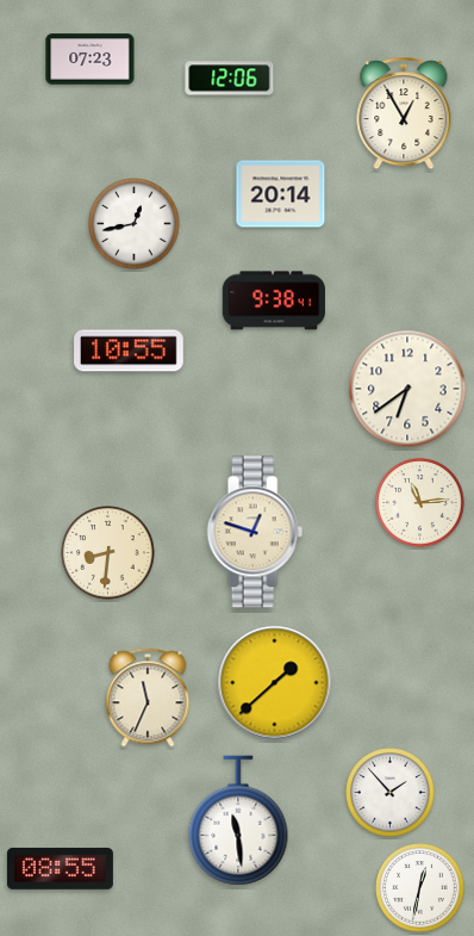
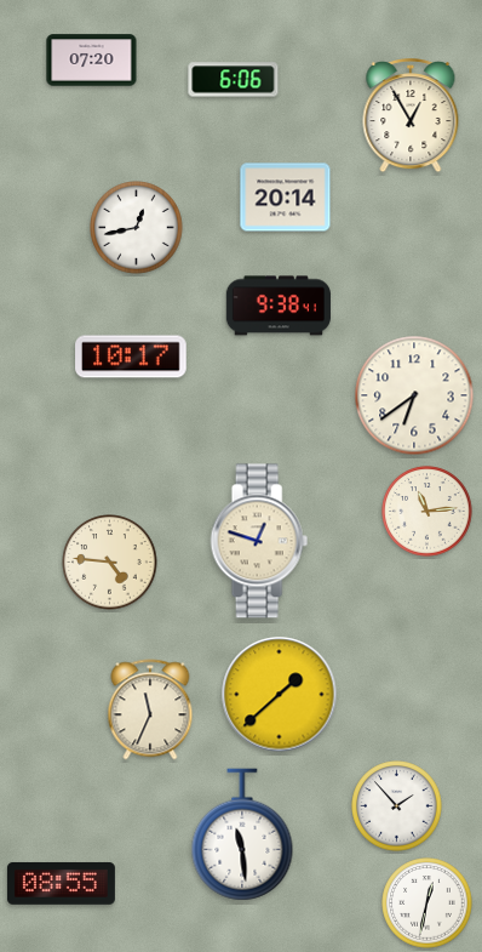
clock at (91, 60): 07:23 -> 07:20
clock at (230, 79): 12:06 -> 6:06
clock at (129, 351): 10:55 -> 10:17
clock at (108, 553): 8:31 -> 4:46
